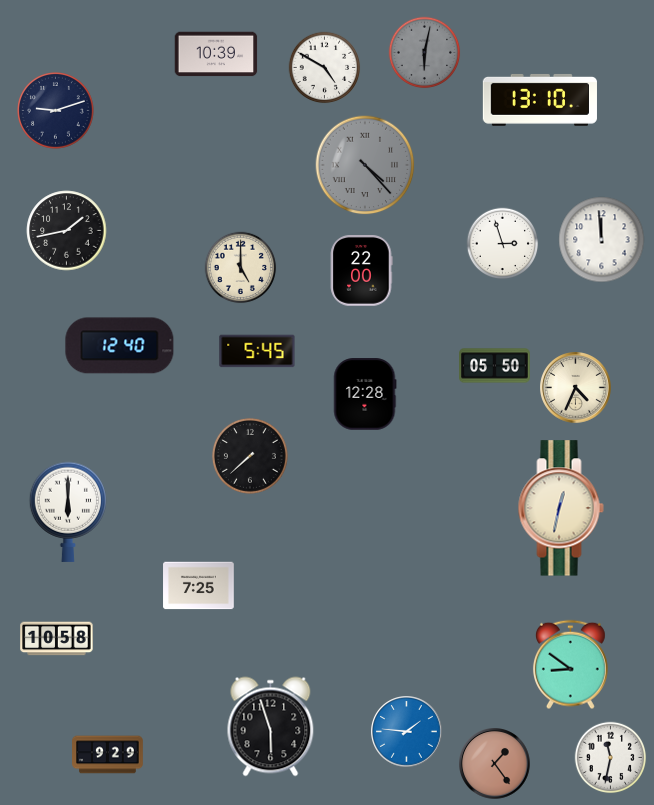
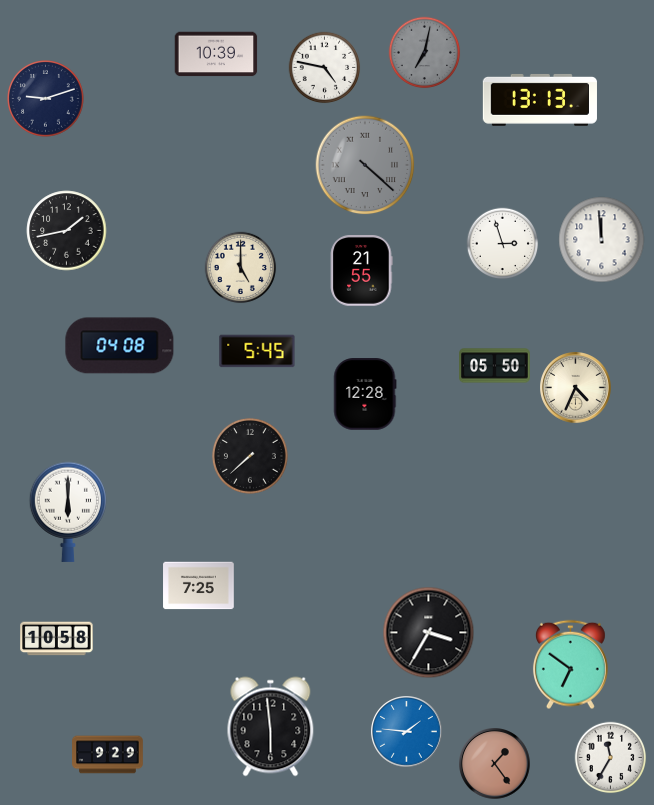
clock at (425, 53): 6:02 -> 7:02
clock at (325, 68): 4:50 -> 4:47
clock at (540, 100): 13:10 -> 13:13
clock at (56, 111) position: (56, 111) -> (46, 99)
clock at (365, 165): 4:23 -> 4:22
clock at (361, 271): 22:00 -> 21:55
clock at (120, 346): 12:40 -> 04:08
clock at (561, 508): 12:32 -> none
clock at (429, 633): none -> 3:35
clock at (571, 665): 8:51 -> 6:51
clock at (271, 727): 5:57 -> 5:59
clock at (611, 758): 11:32 -> 11:35
